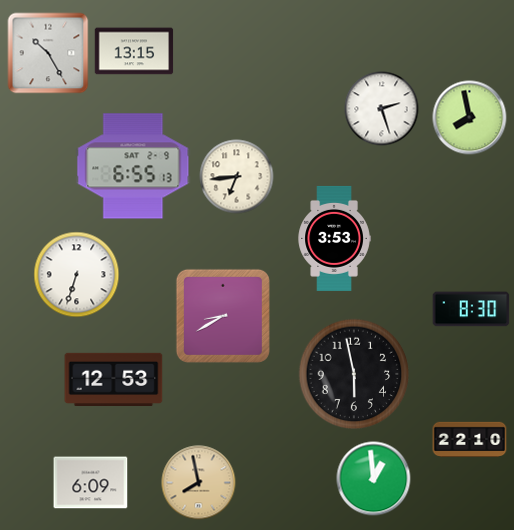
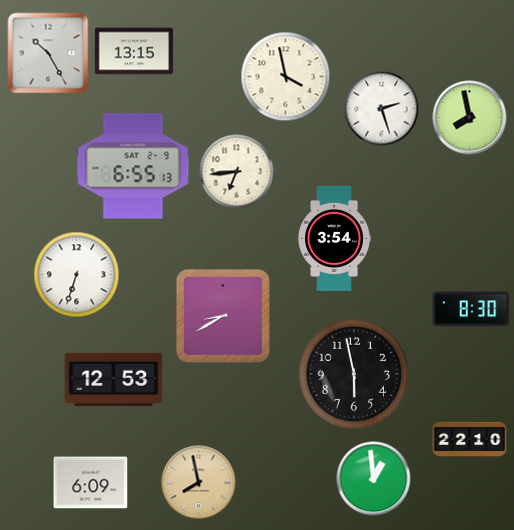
clock at (286, 77): none -> 3:58
clock at (237, 177) position: (237, 177) -> (237, 172)
clock at (334, 238): 3:53 -> 3:54
